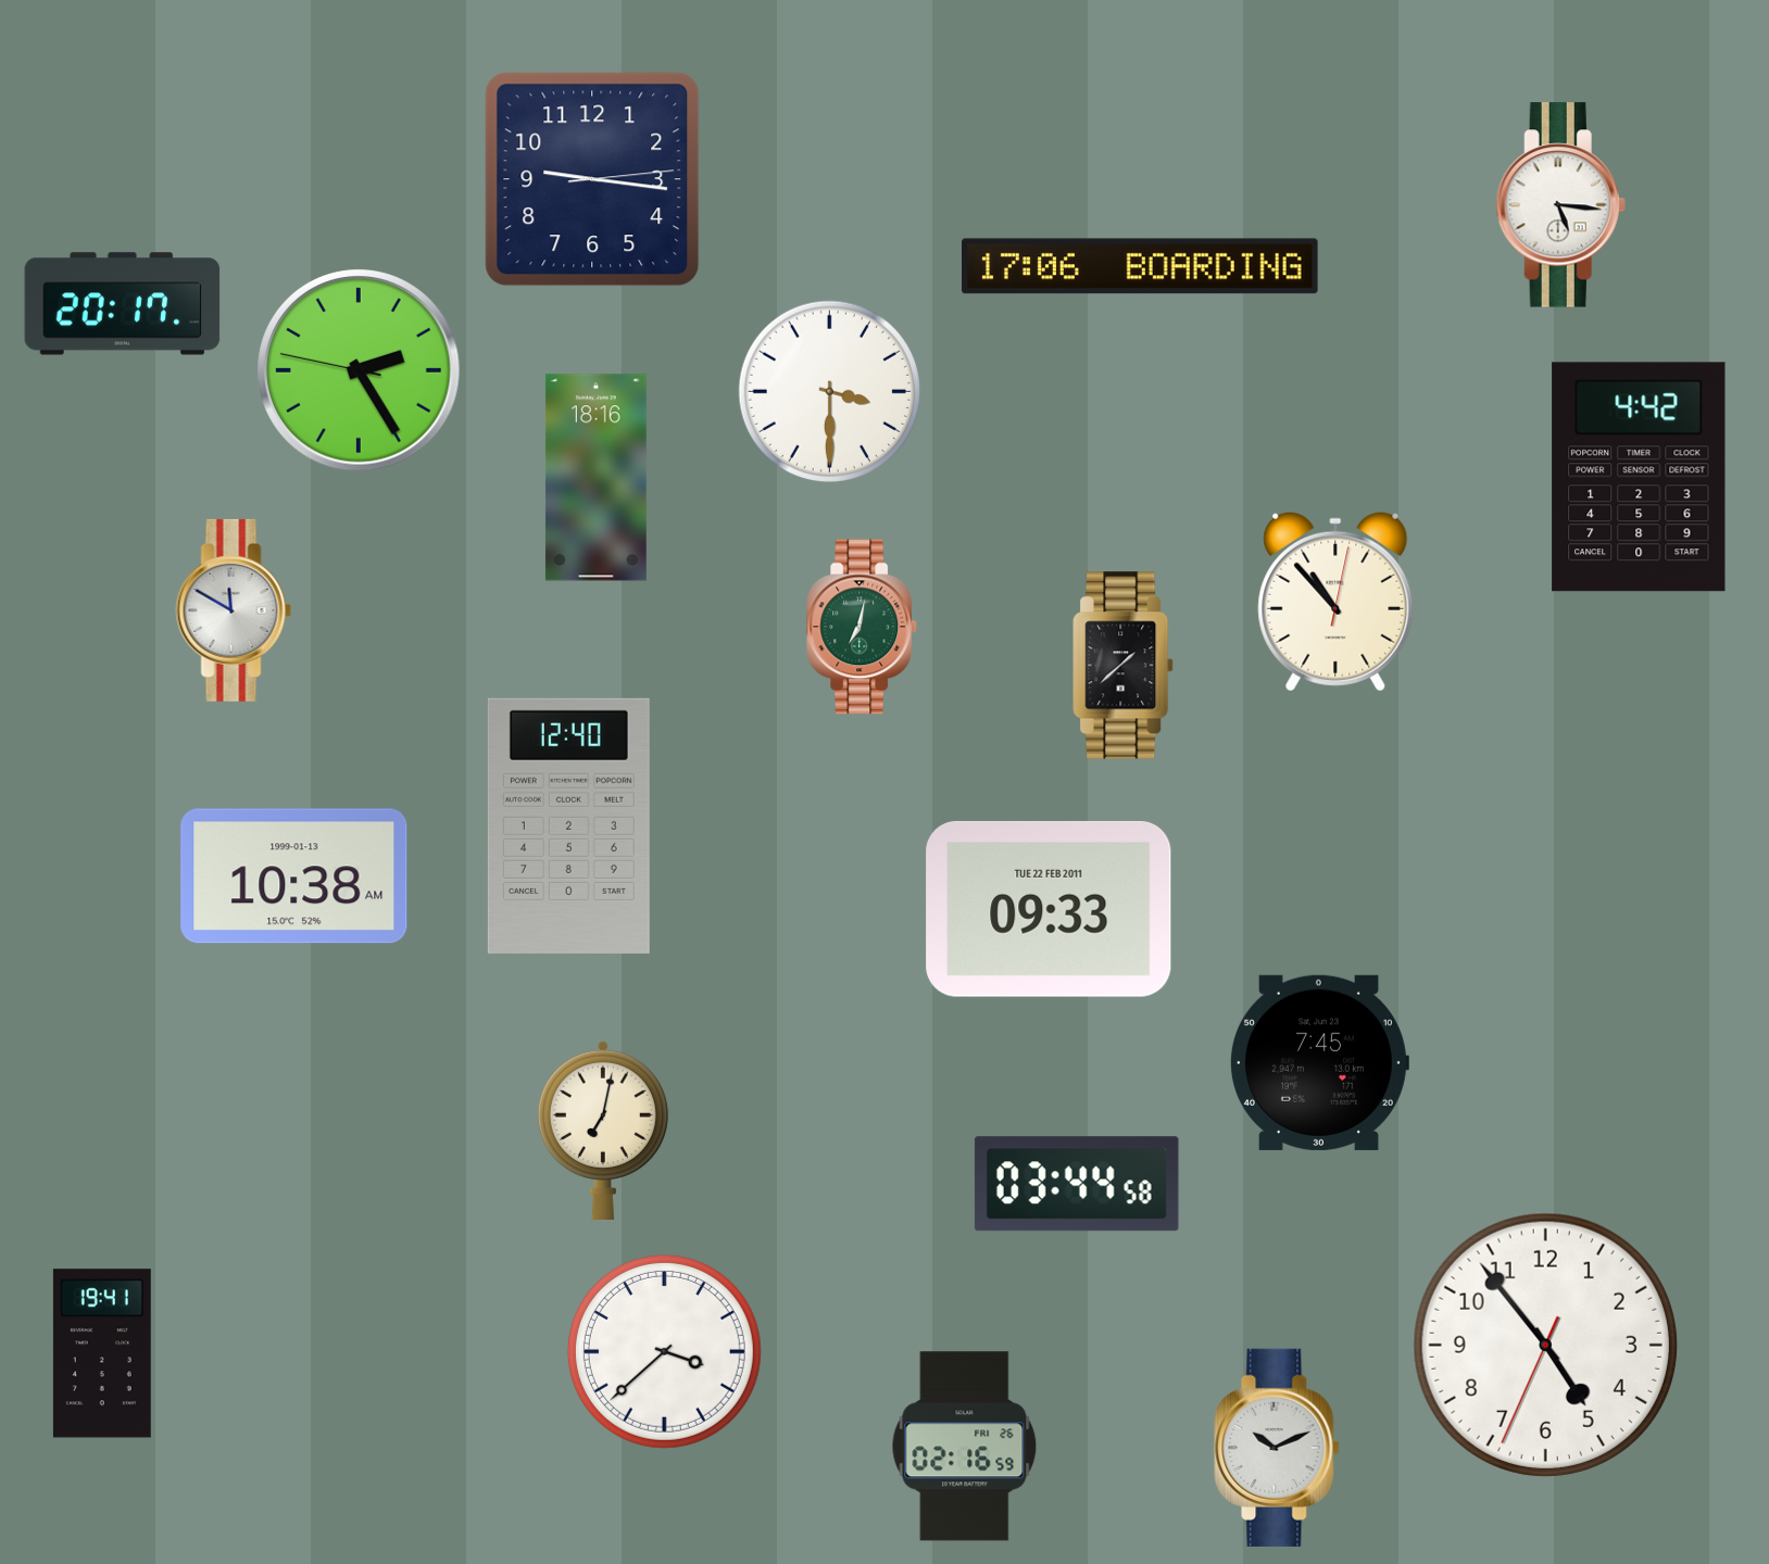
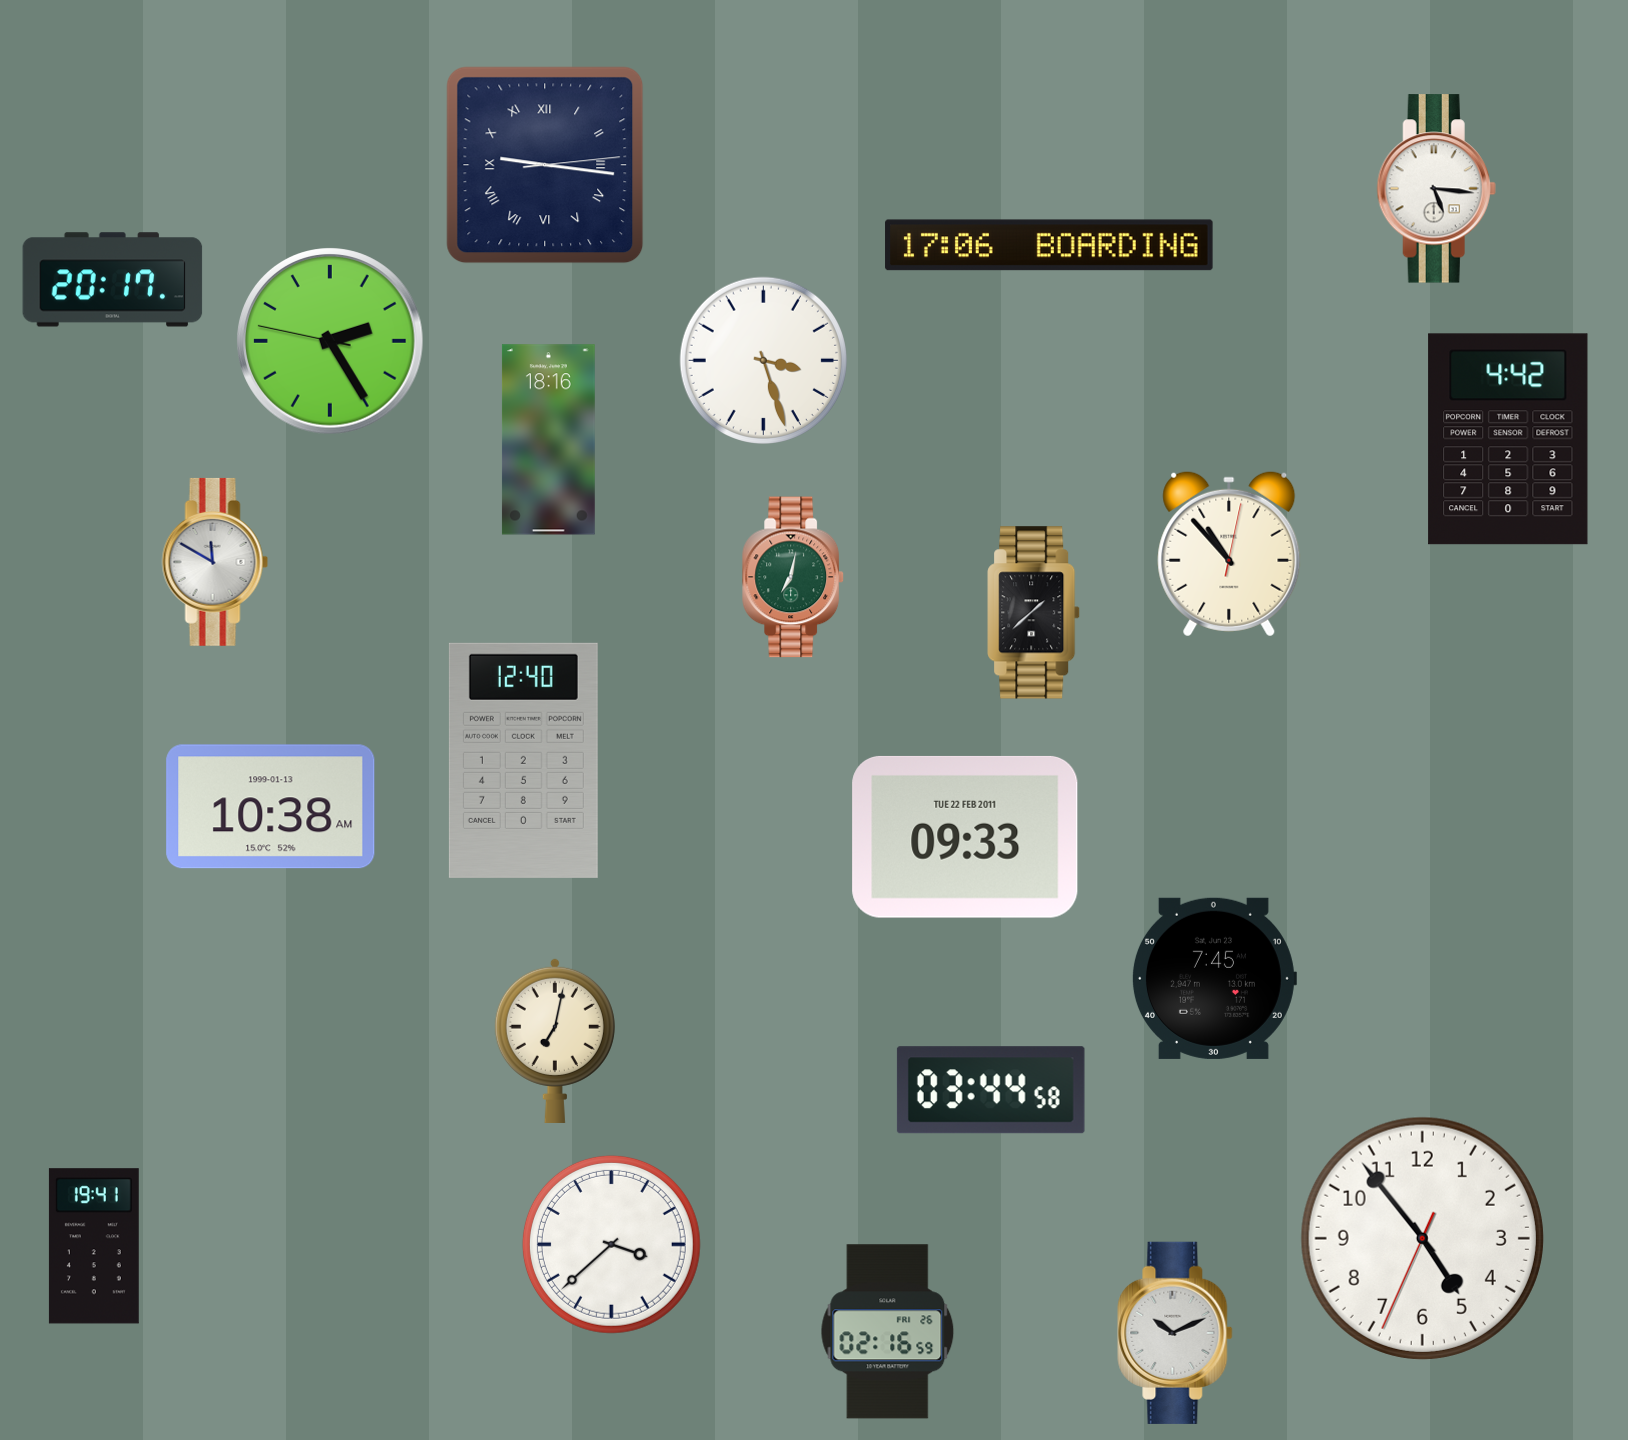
clock at (592, 179) numerals: Arabic -> Roman
clock at (829, 391): 3:30 -> 3:27
